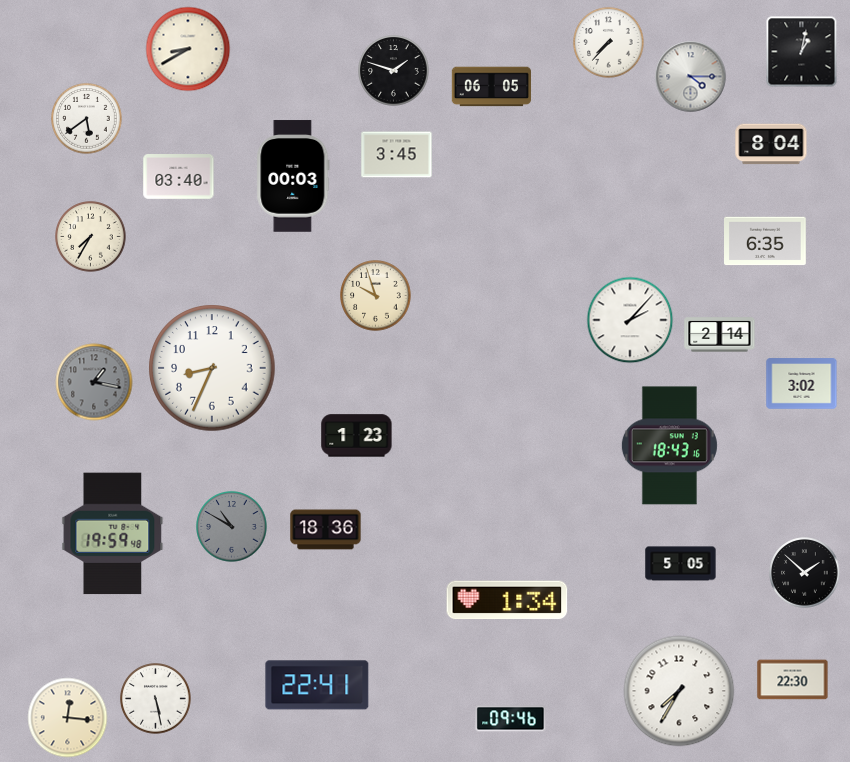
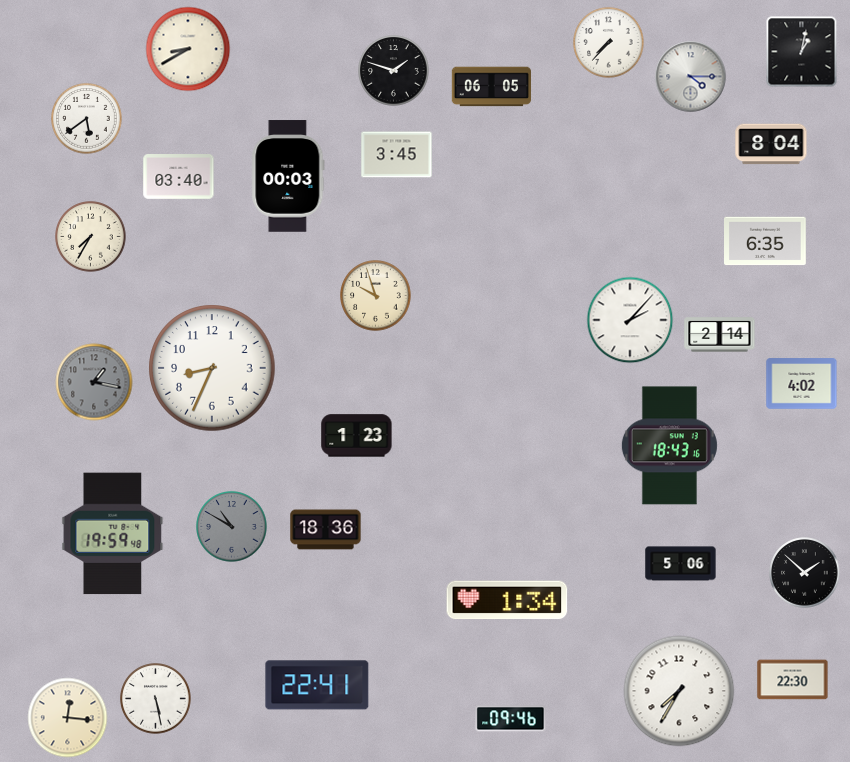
clock at (293, 176) position: (293, 176) -> (288, 176)
clock at (802, 384): 3:02 -> 4:02
clock at (681, 564): 5:05 -> 5:06
